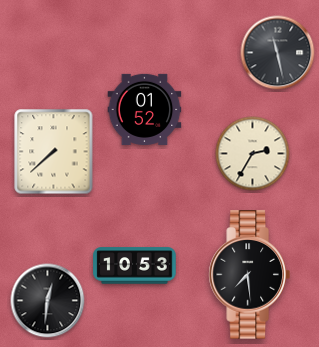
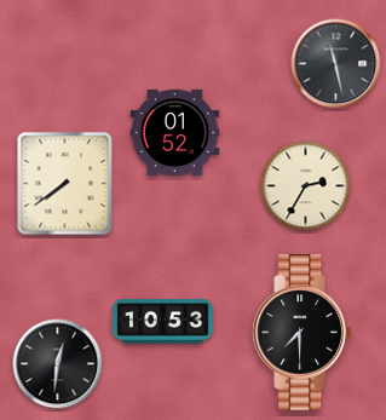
clock at (54, 152): 7:38 -> 7:39
clock at (249, 275): 7:29 -> 7:30
